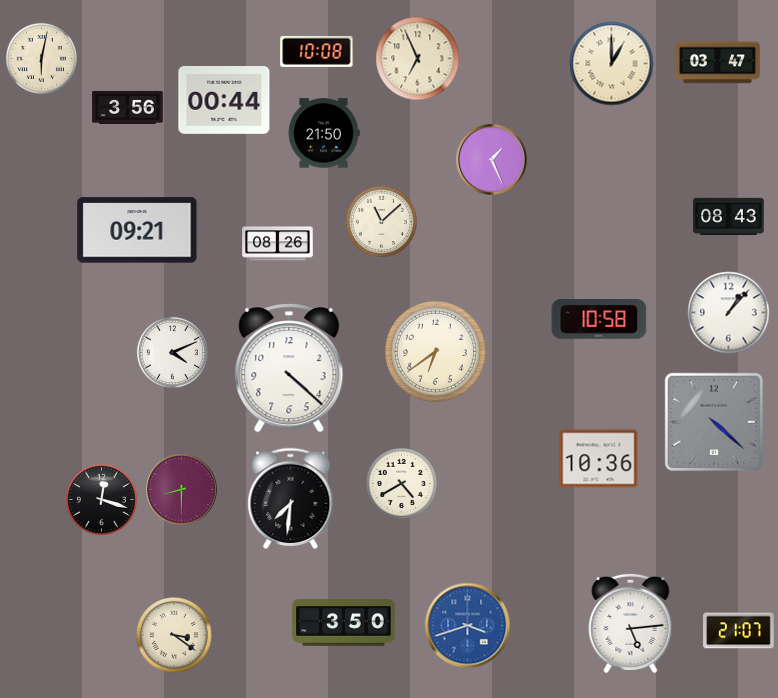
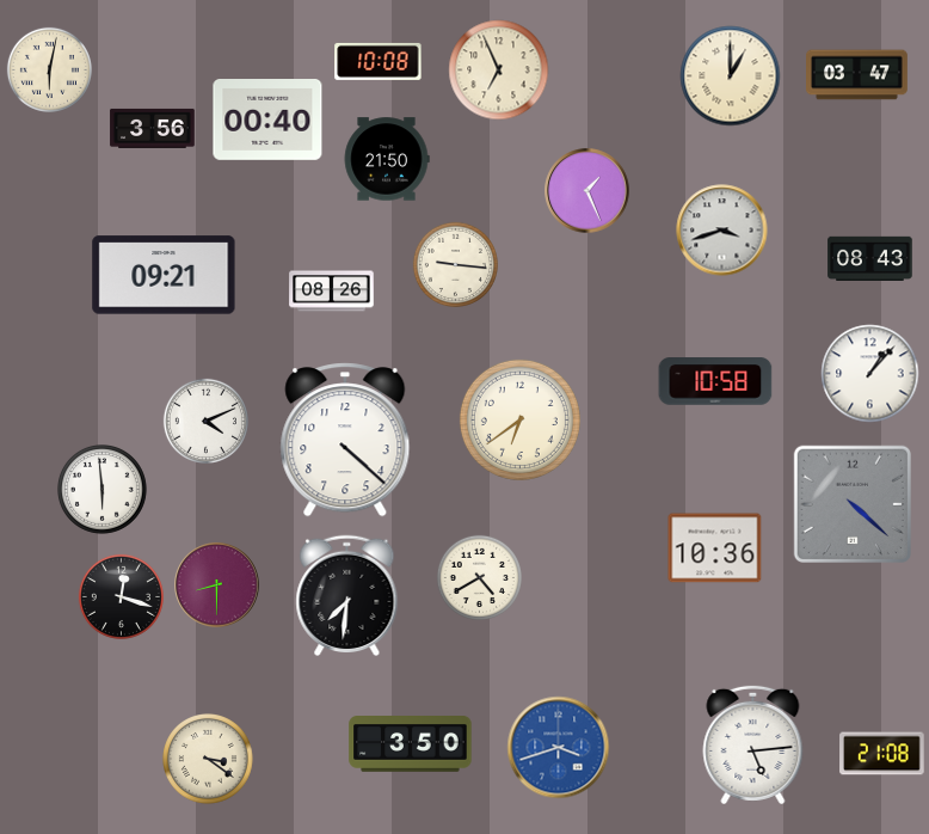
clock at (224, 101): 00:44 -> 00:40
clock at (722, 231): none -> 3:42
clock at (381, 221): 11:08 -> 9:16
clock at (103, 490): none -> 5:59
clock at (739, 631): 21:07 -> 21:08
